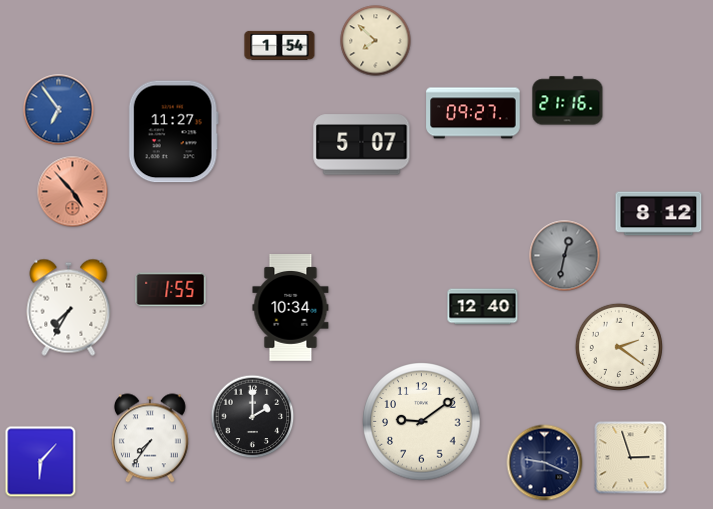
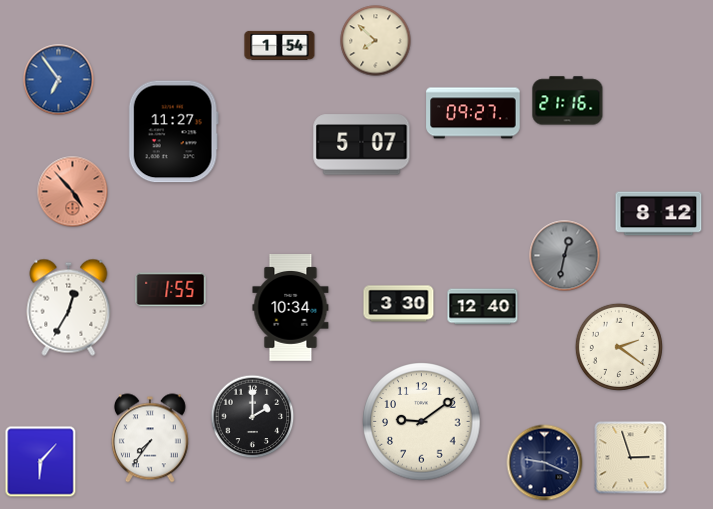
clock at (59, 110) position: (59, 110) -> (59, 80)
clock at (399, 304): none -> 3:30
clock at (69, 307): 7:35 -> 12:35
